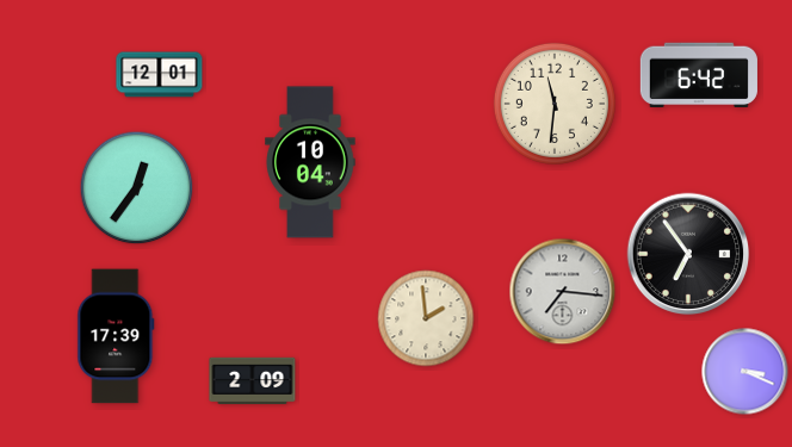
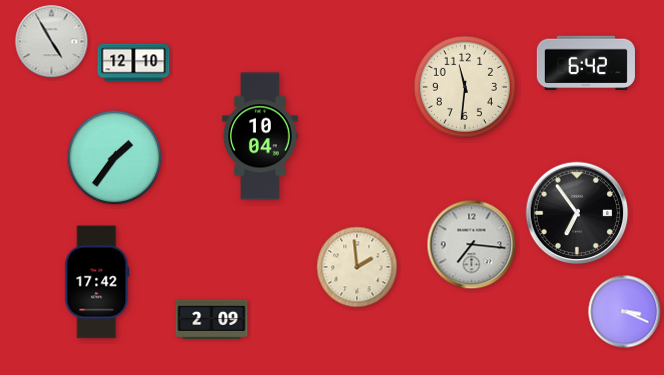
clock at (52, 42): none -> 4:55
clock at (160, 75): 12:01 -> 12:10
clock at (137, 188): 12:36 -> 1:36
clock at (116, 336): 17:39 -> 17:42
